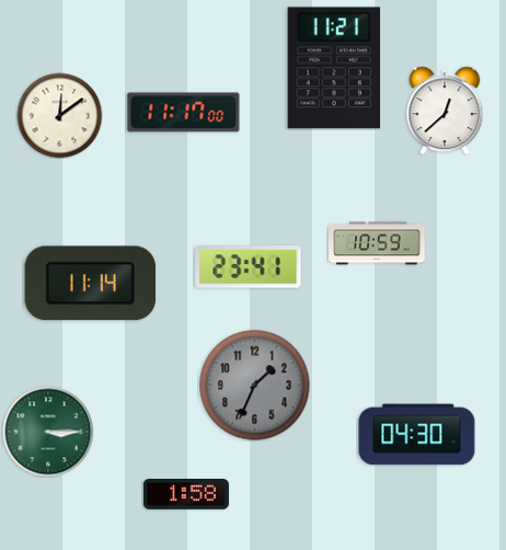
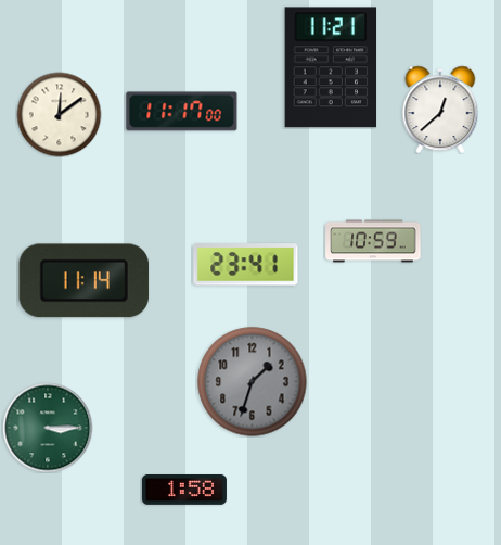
clock at (91, 284) position: (91, 284) -> (85, 281)
clock at (255, 386): 1:34 -> 1:33
clock at (417, 435): 04:30 -> none
